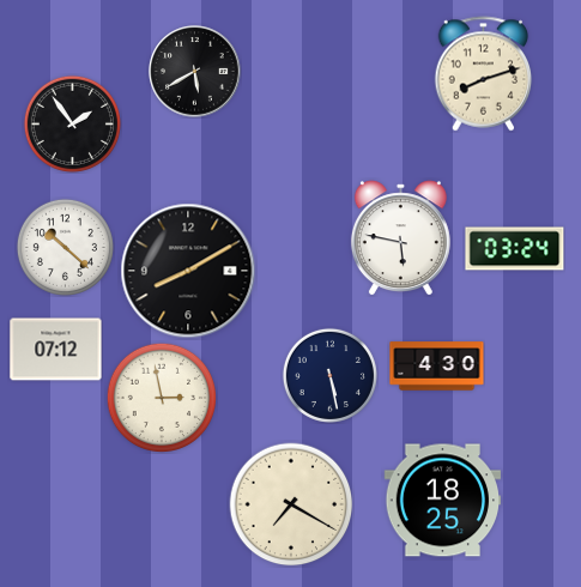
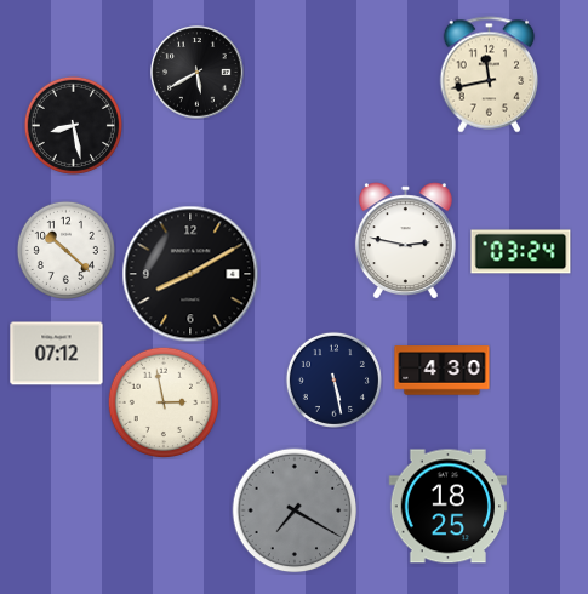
clock at (484, 74): 8:12 -> 11:43
clock at (72, 123): 1:54 -> 8:28
clock at (400, 238): 5:47 -> 2:47
clock at (291, 504) dial: cream -> grey
